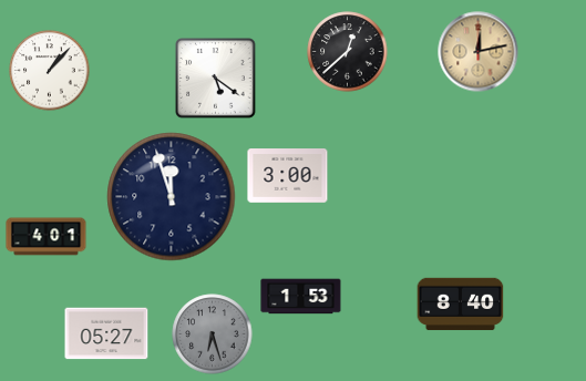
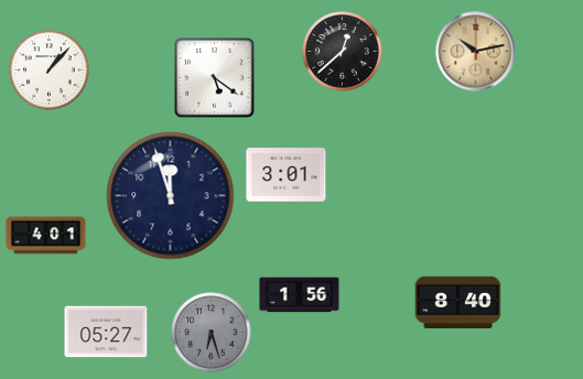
clock at (348, 52) position: (348, 52) -> (343, 52)
clock at (479, 52): 12:13 -> 10:13
clock at (288, 176): 3:00 -> 3:01
clock at (301, 297): 1:53 -> 1:56
